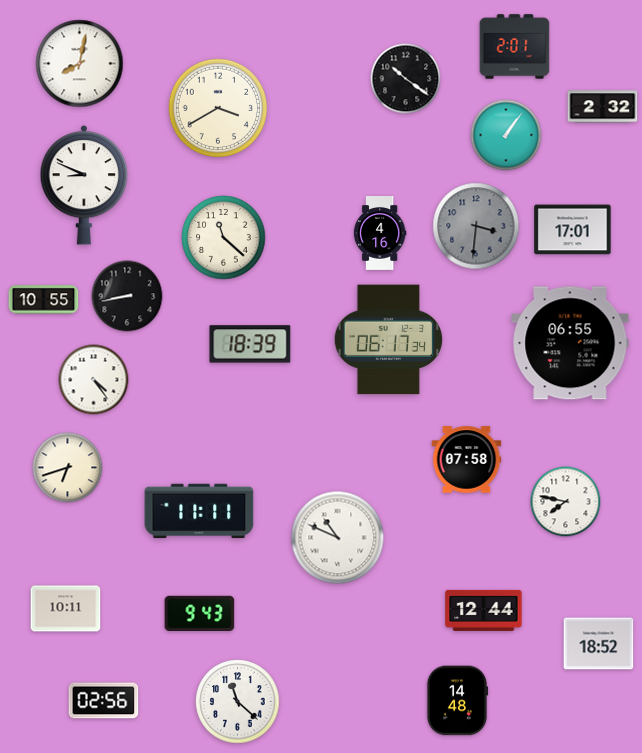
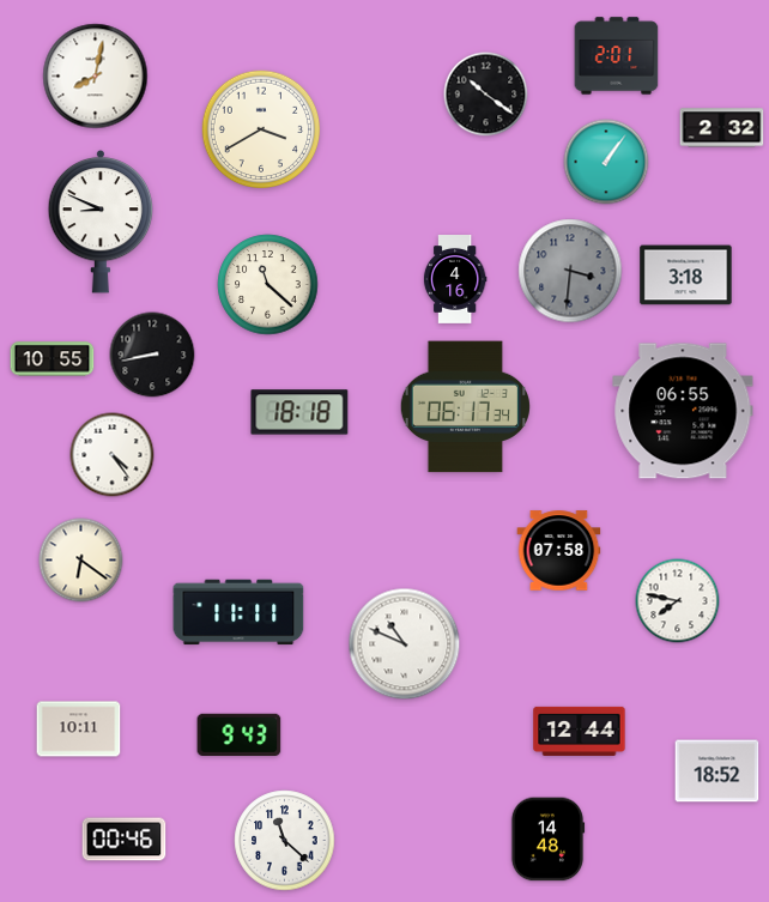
clock at (573, 230): 17:01 -> 3:18
clock at (250, 344): 18:39 -> 18:18
clock at (68, 468): 6:42 -> 6:21
clock at (104, 701): 02:56 -> 00:46
